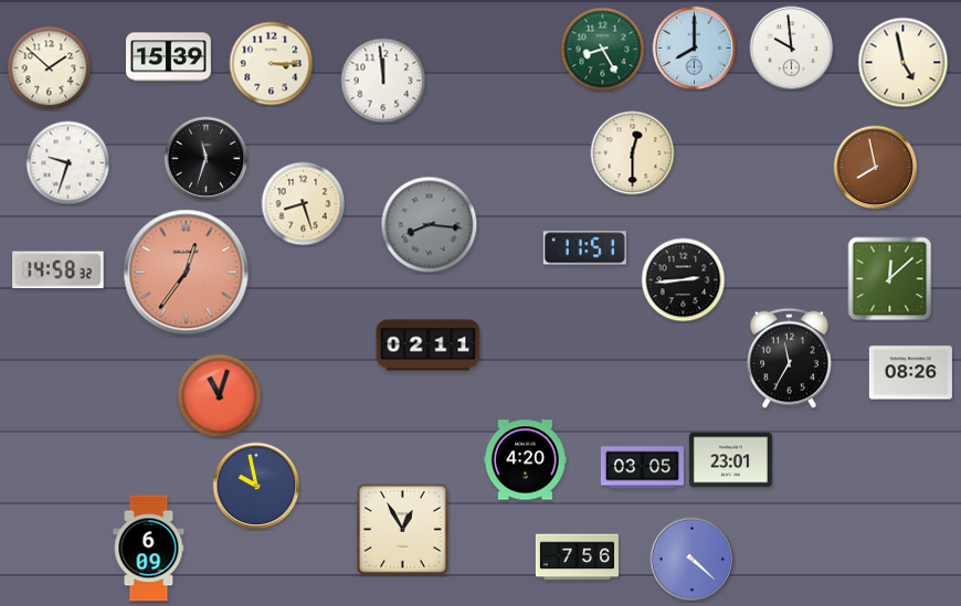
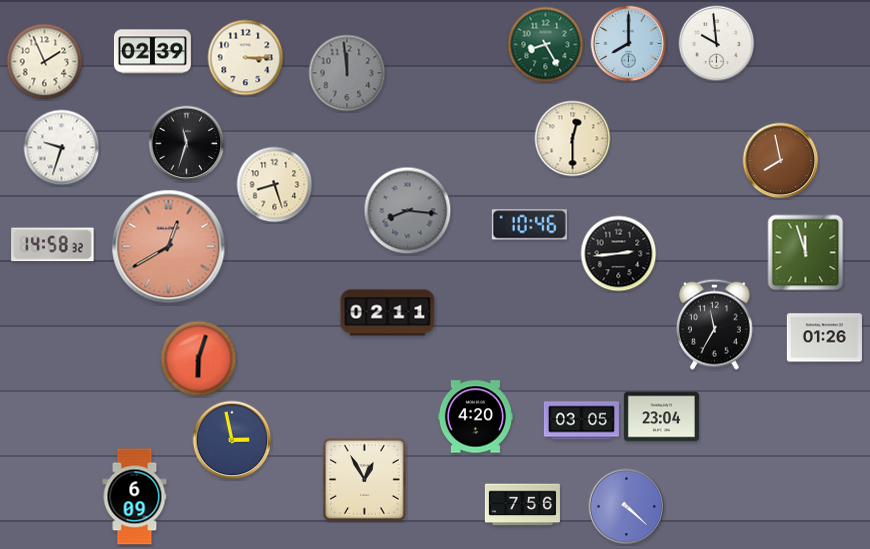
clock at (168, 57): 15:39 -> 02:39
clock at (904, 63): 4:58 -> none
clock at (50, 68): 1:52 -> 1:56
clock at (383, 81) dial: white -> grey
clock at (876, 168) position: (876, 168) -> (781, 161)
clock at (430, 225) position: (430, 225) -> (408, 211)
clock at (584, 248): 11:51 -> 10:46
clock at (187, 273): 12:36 -> 12:40
clock at (890, 279): 12:08 -> 11:57
clock at (910, 373): 08:26 -> 01:26
clock at (220, 396): 11:03 -> 6:03
clock at (730, 460): 23:01 -> 23:04
clock at (642, 468) position: (642, 468) -> (581, 421)
clock at (256, 486): 9:58 -> 2:58
